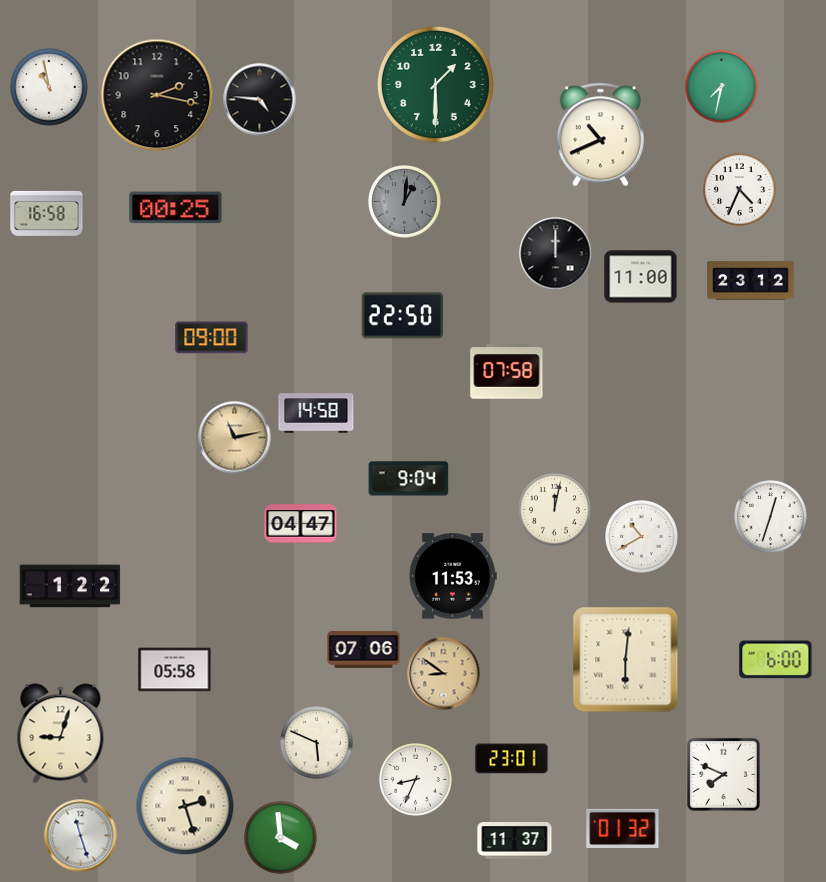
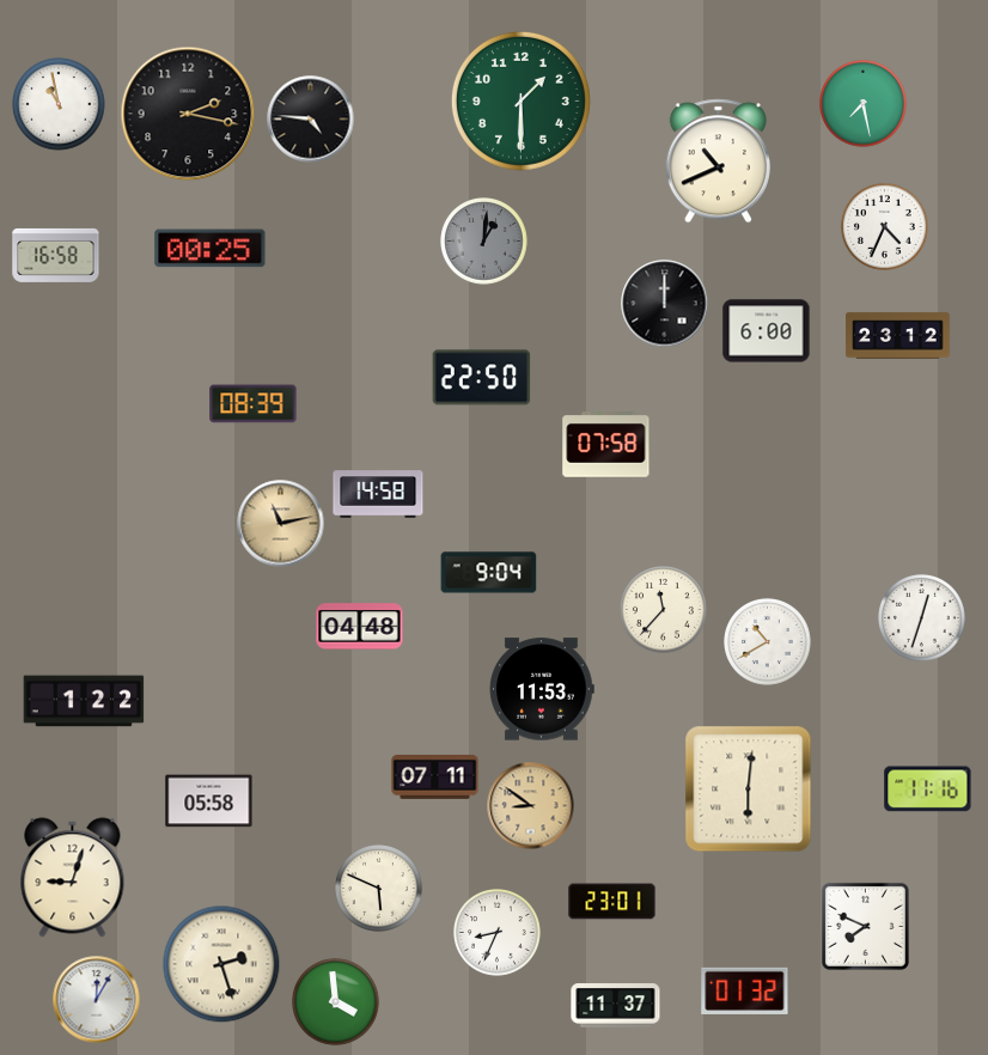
clock at (722, 87): 7:32 -> 7:28
clock at (641, 277): 11:00 -> 6:00
clock at (212, 338): 09:00 -> 08:39
clock at (555, 510): 12:02 -> 11:37
clock at (301, 524): 04:47 -> 04:48
clock at (364, 650): 07:06 -> 07:11
clock at (776, 660): 6:00 -> 11:16
clock at (512, 759) position: (512, 759) -> (612, 902)
clock at (81, 836): 11:27 -> 12:05
